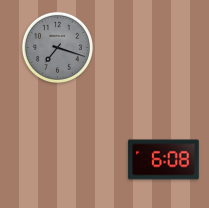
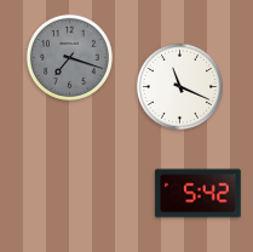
clock at (179, 86): none -> 11:19
clock at (164, 160): 6:08 -> 5:42
